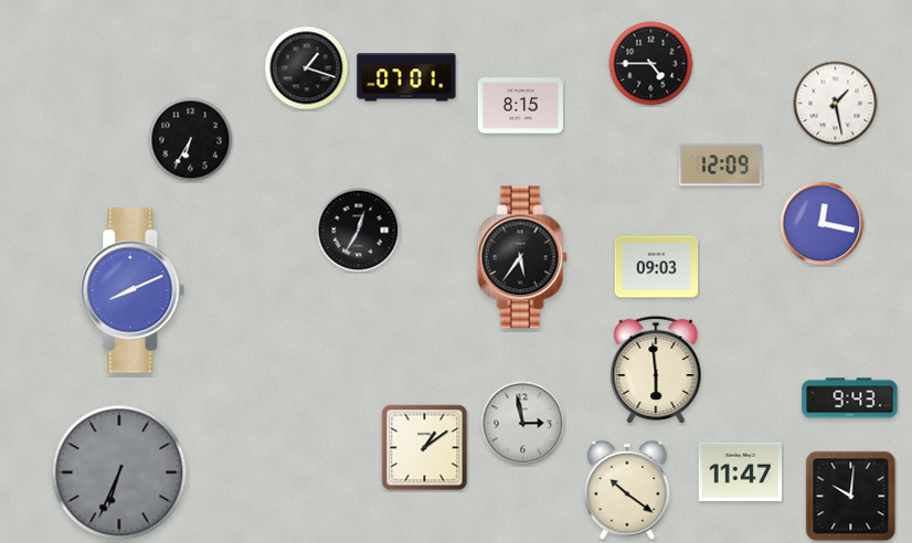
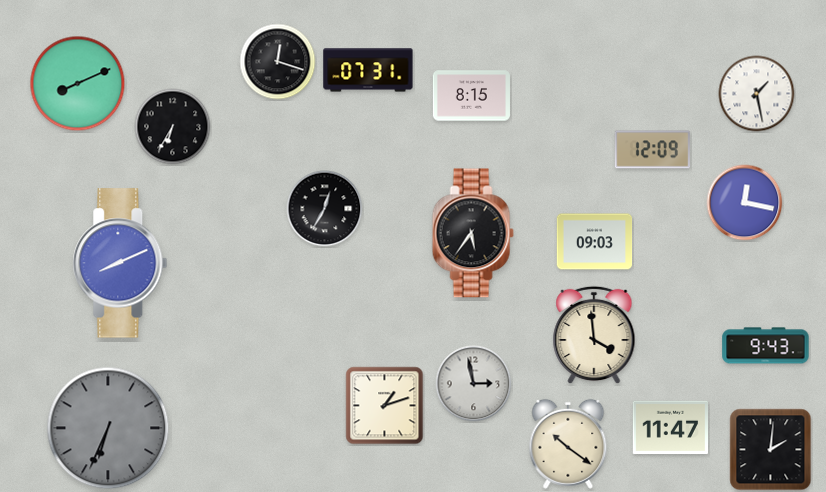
clock at (651, 64): 4:45 -> none
clock at (307, 68): 1:18 -> 12:18
clock at (406, 77): 07:01 -> 07:31
clock at (78, 84): none -> 8:11
clock at (656, 370): 5:59 -> 3:59
clock at (850, 398) position: (850, 398) -> (766, 346)
clock at (425, 448): 1:09 -> 1:12
clock at (851, 497): 10:01 -> 2:01
